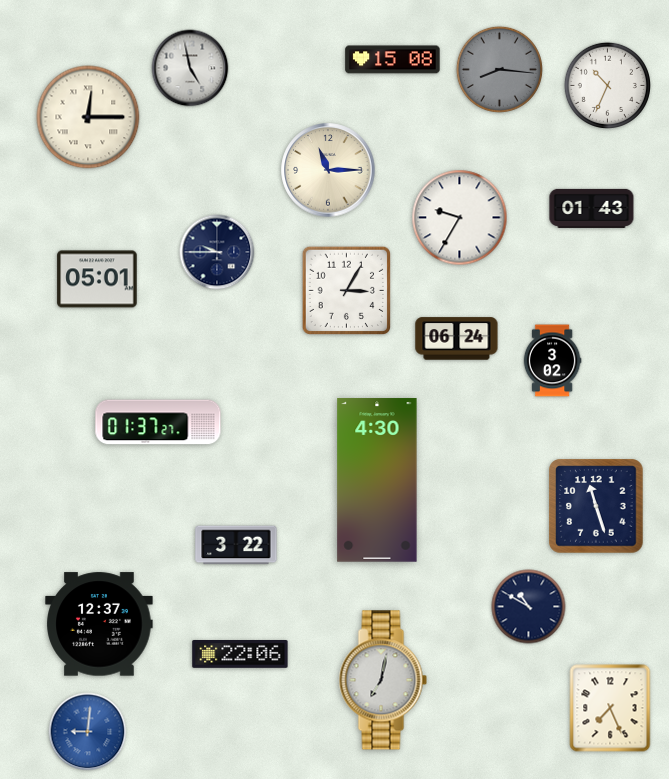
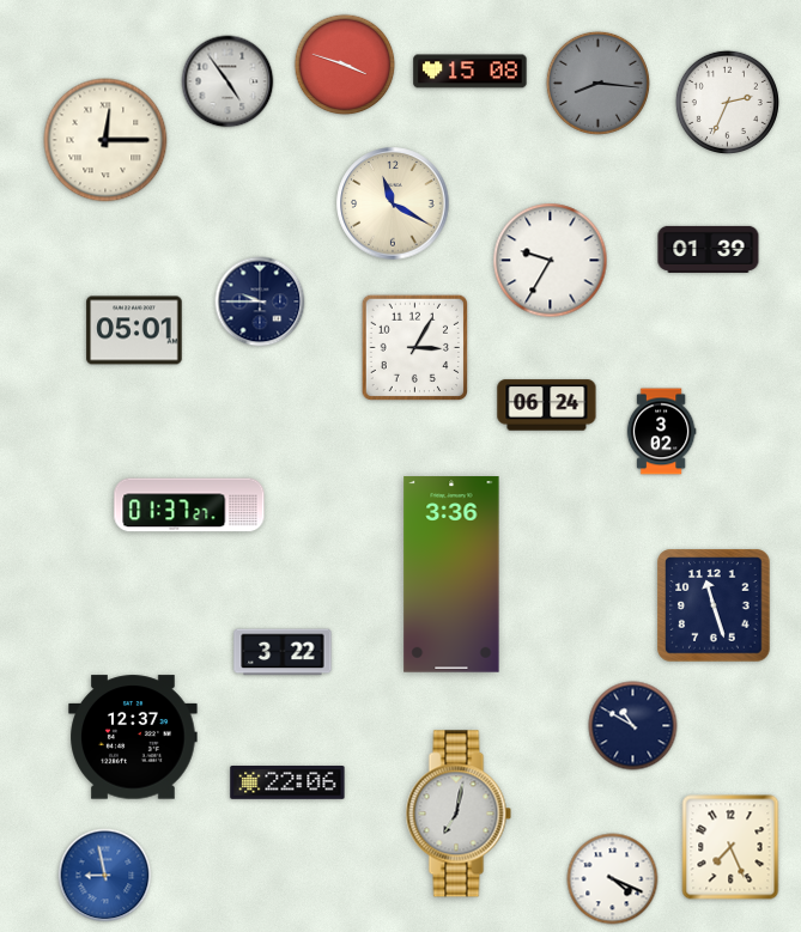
clock at (345, 65): none -> 3:48
clock at (190, 68): 4:58 -> 4:54
clock at (607, 85): 10:34 -> 2:34
clock at (328, 170): 11:15 -> 11:20
clock at (592, 208): 01:43 -> 01:39
clock at (97, 279) position: (97, 279) -> (134, 330)
clock at (377, 480): 4:30 -> 3:36
clock at (99, 624) position: (99, 624) -> (133, 737)
clock at (88, 732): 9:01 -> 8:58
clock at (613, 879): none -> 4:19
